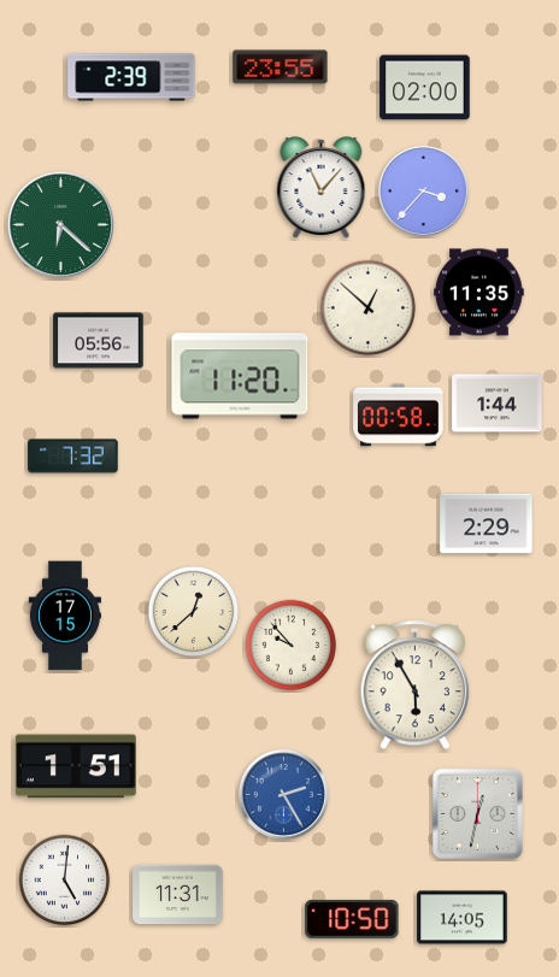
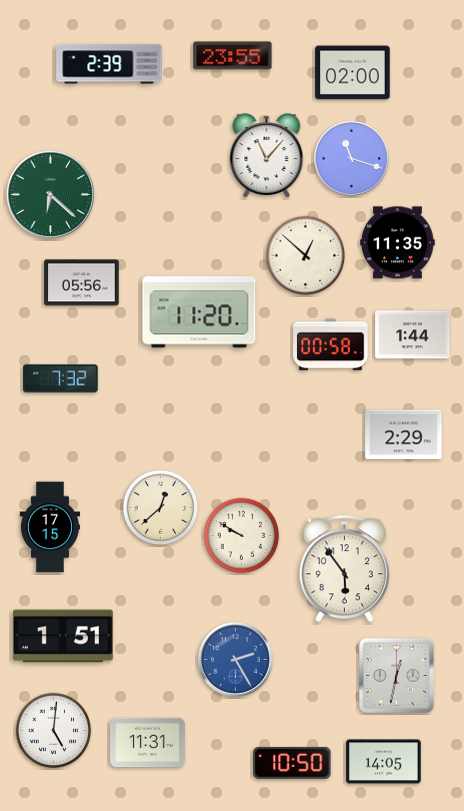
clock at (423, 190): 3:37 -> 11:18
clock at (60, 224) position: (60, 224) -> (50, 194)
clock at (65, 616) position: (65, 616) -> (50, 527)
clock at (292, 646): 9:53 -> 9:50
clock at (416, 685): 5:55 -> 5:54
